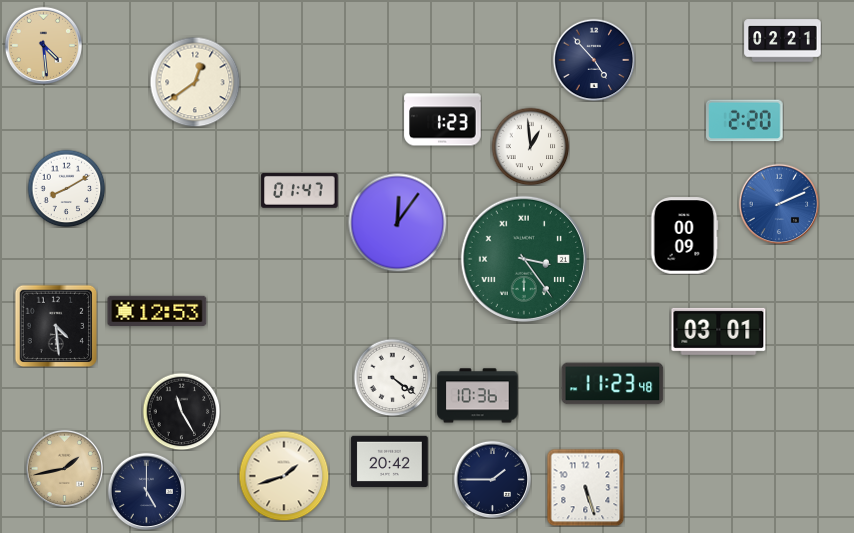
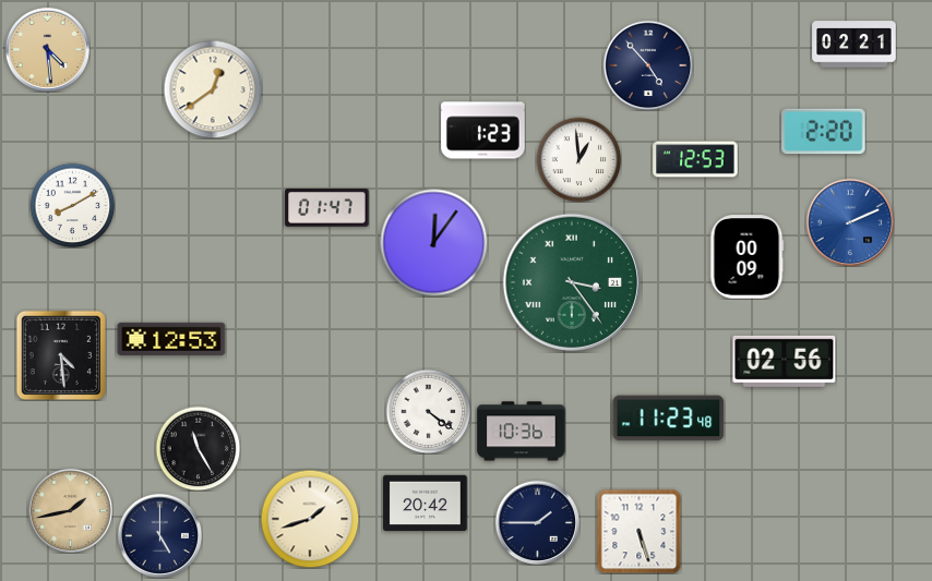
clock at (745, 121) position: (745, 121) -> (824, 132)
clock at (695, 159): none -> 12:53
clock at (719, 331): 03:01 -> 02:56
